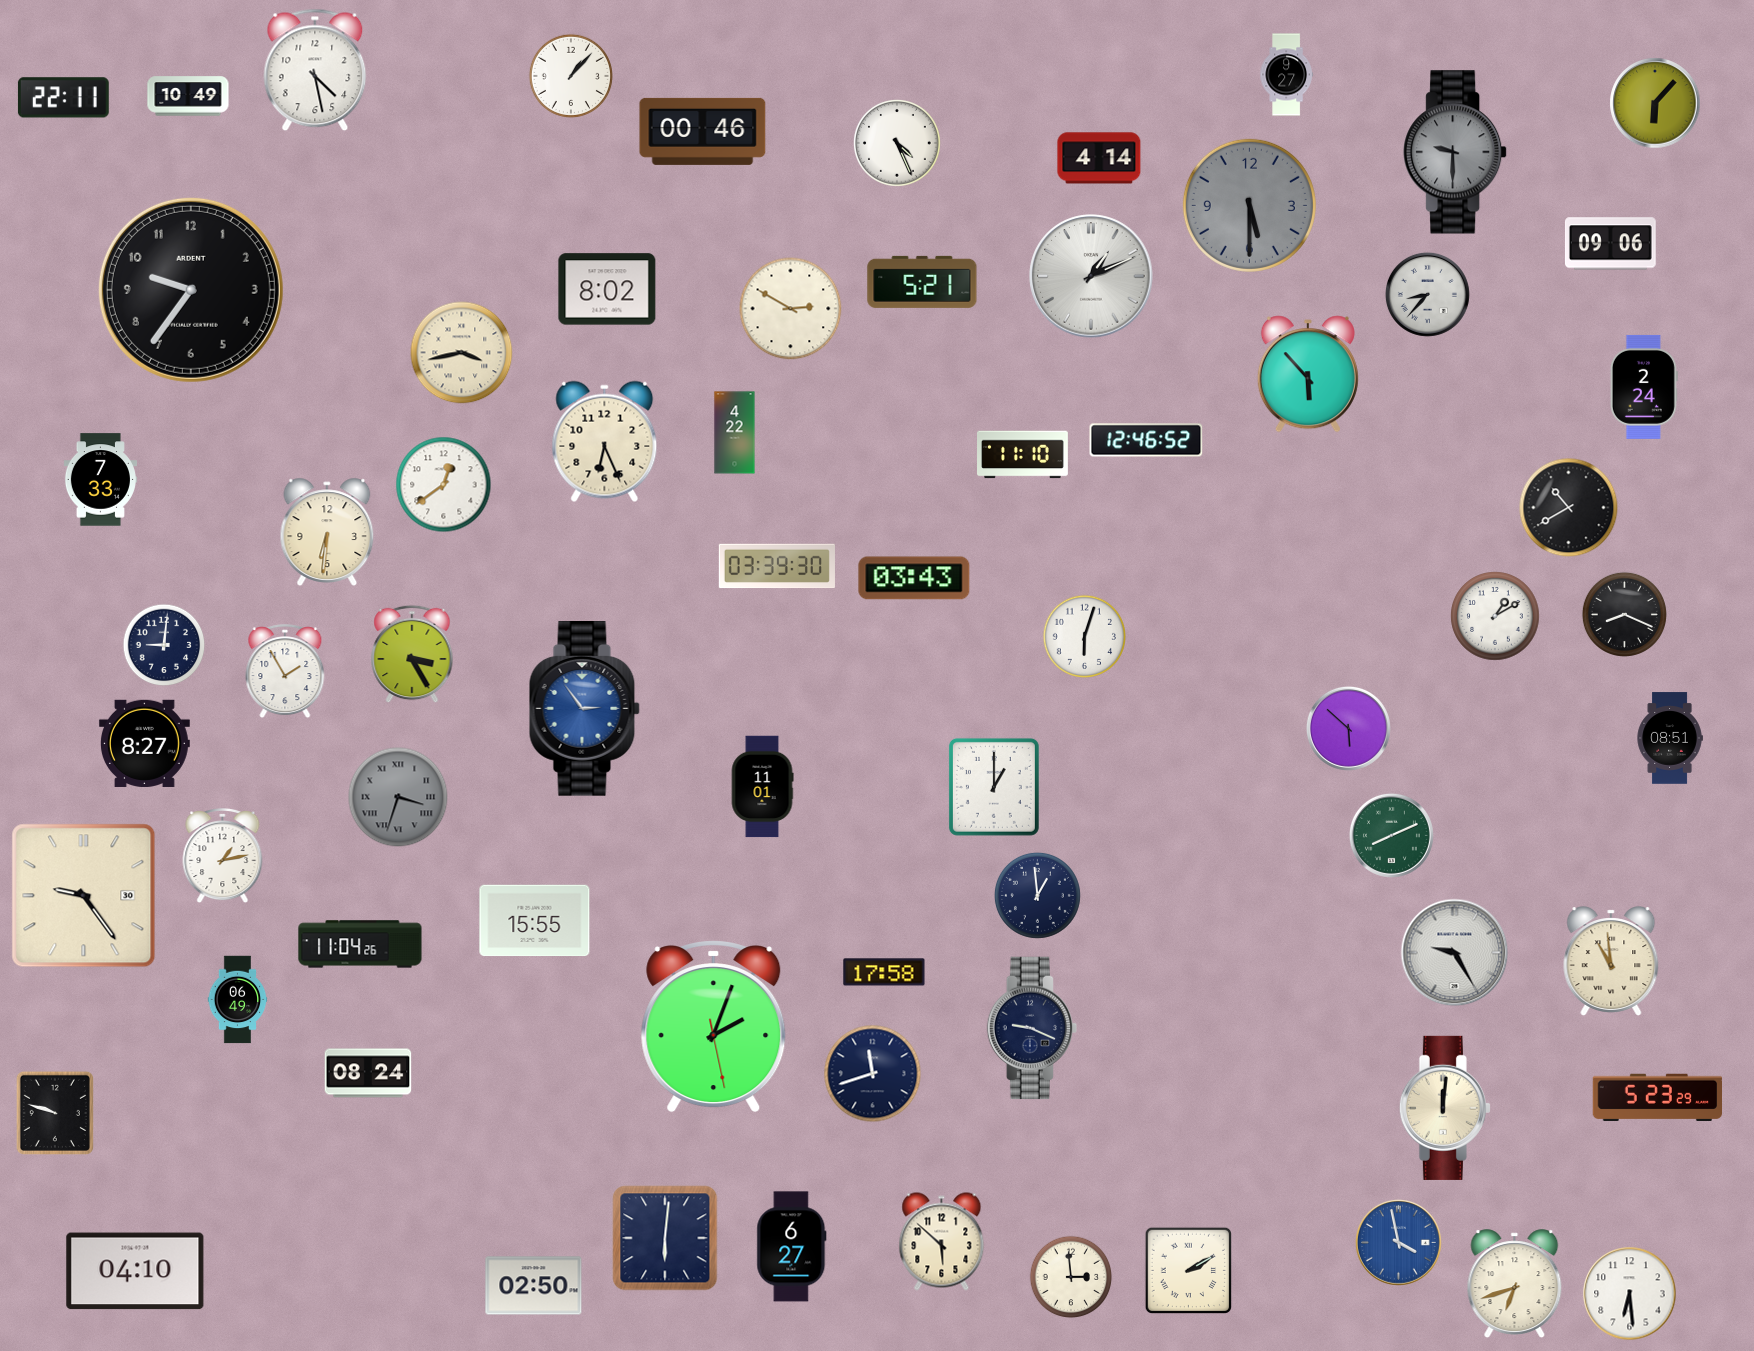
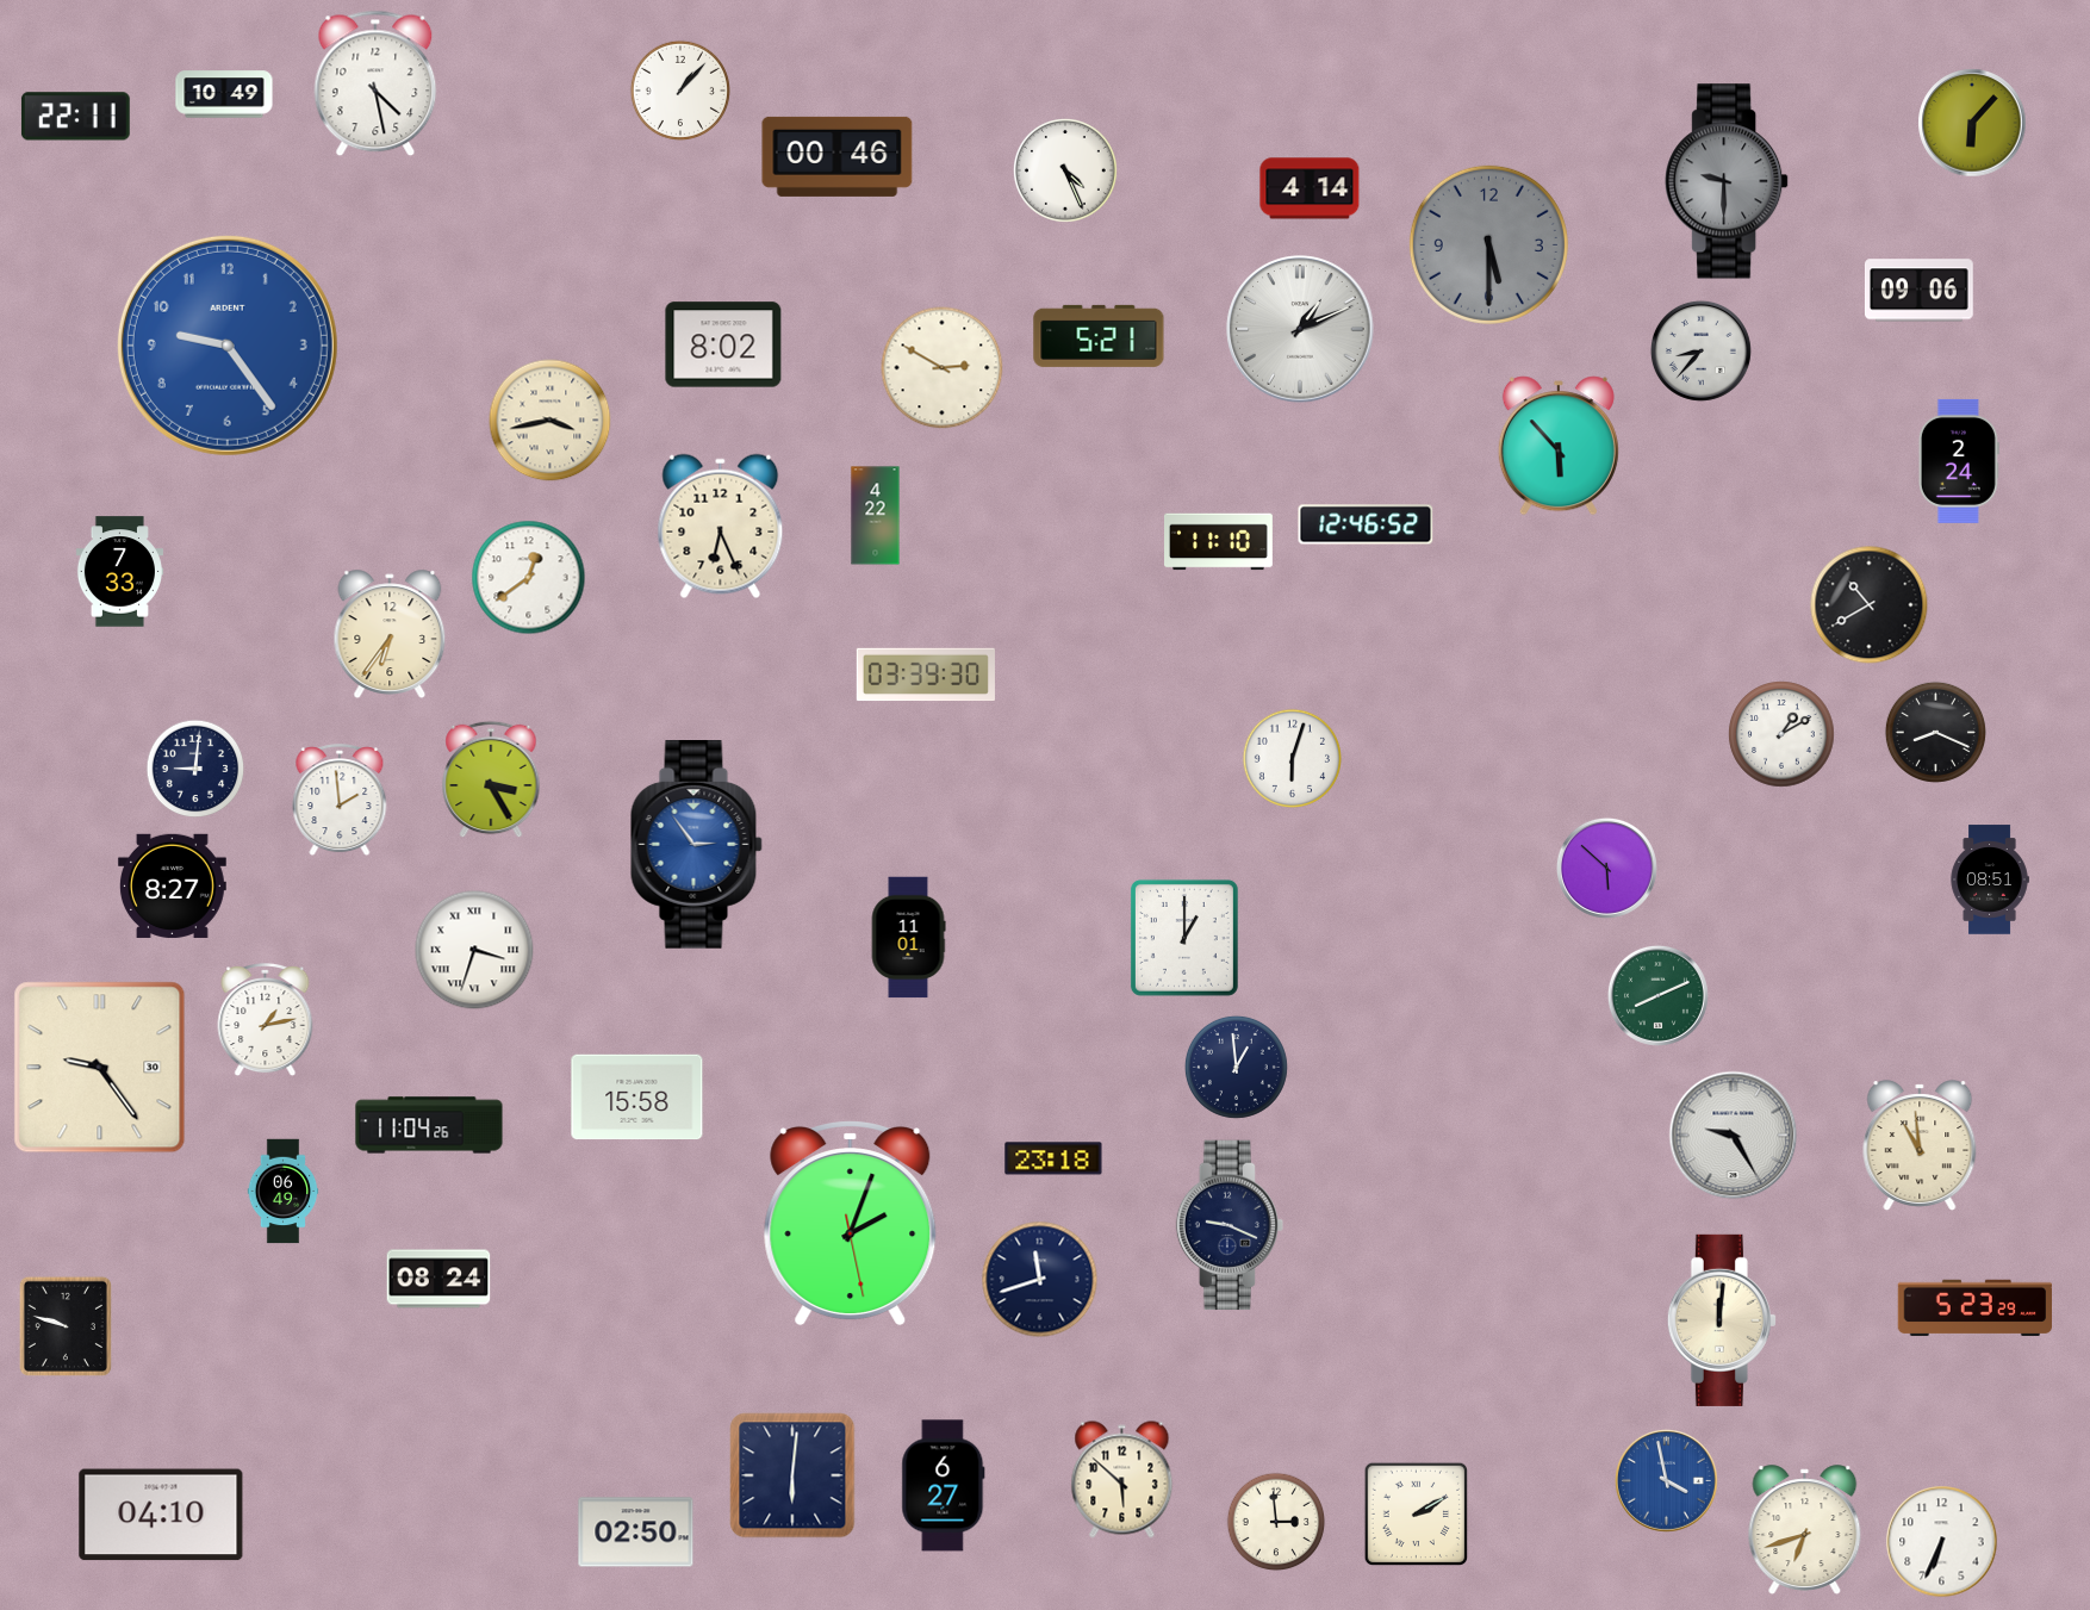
clock at (1286, 75): 9:27 -> none
clock at (188, 96) position: (188, 96) -> (224, 94)
clock at (898, 144) position: (898, 144) -> (1066, 172)
clock at (1456, 152) position: (1456, 152) -> (1728, 181)
clock at (191, 290): 9:36 -> 9:24
clock at (191, 290) dial: black -> blue
clock at (327, 532): 6:31 -> 6:36
clock at (914, 578): 03:43 -> none
clock at (285, 672): 1:55 -> 1:59
clock at (398, 797) dial: grey -> white
clock at (535, 921): 15:55 -> 15:58
clock at (884, 972): 17:58 -> 23:18
clock at (1630, 1294): 6:29 -> 6:34
